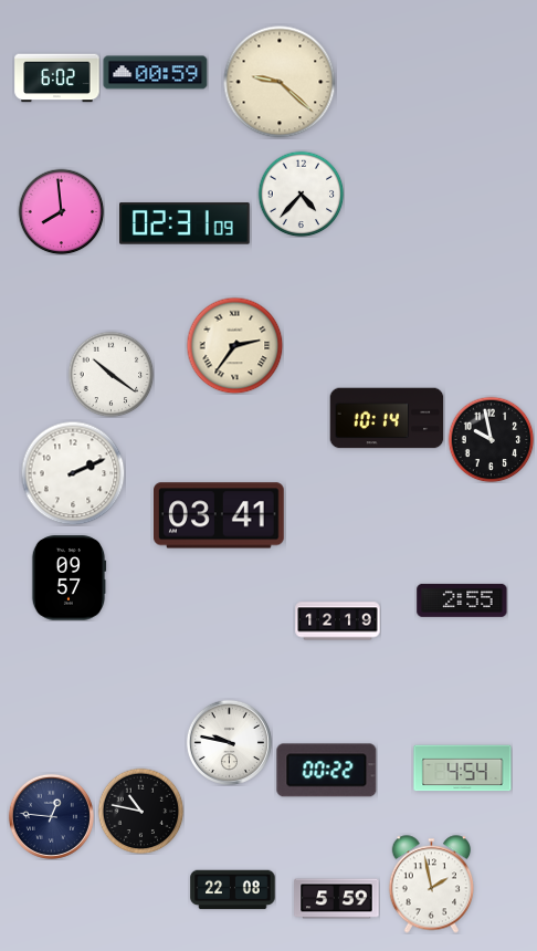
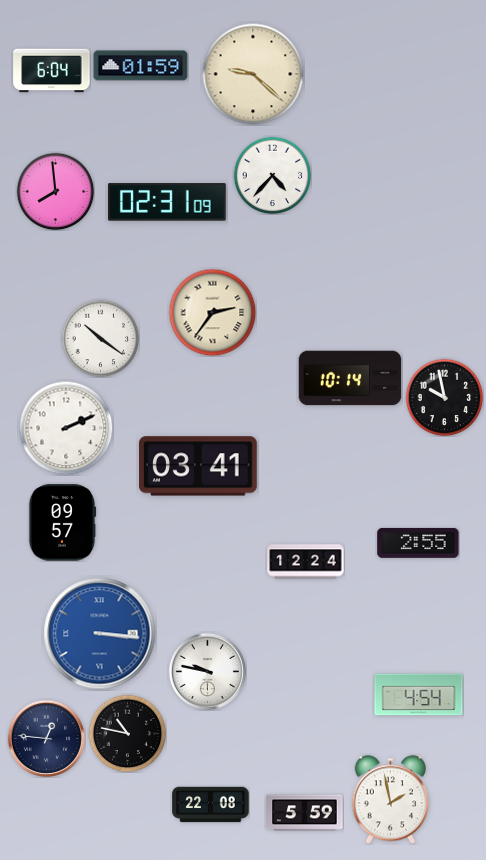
clock at (156, 73): 00:59 -> 01:59
clock at (57, 79): 6:02 -> 6:04
clock at (338, 621): 12:19 -> 12:24
clock at (100, 634): none -> 3:16
clock at (327, 771): 00:22 -> none
